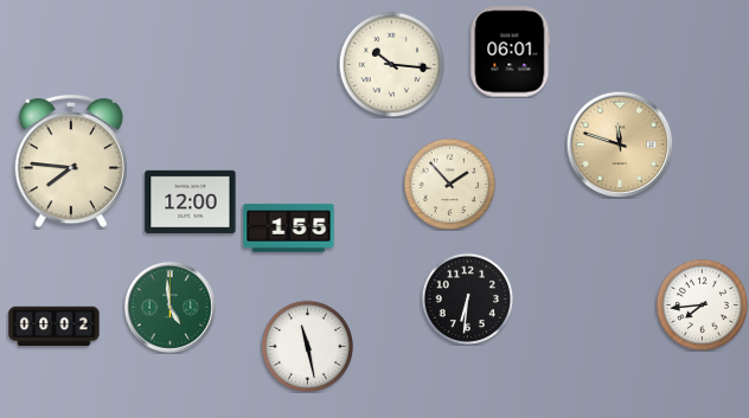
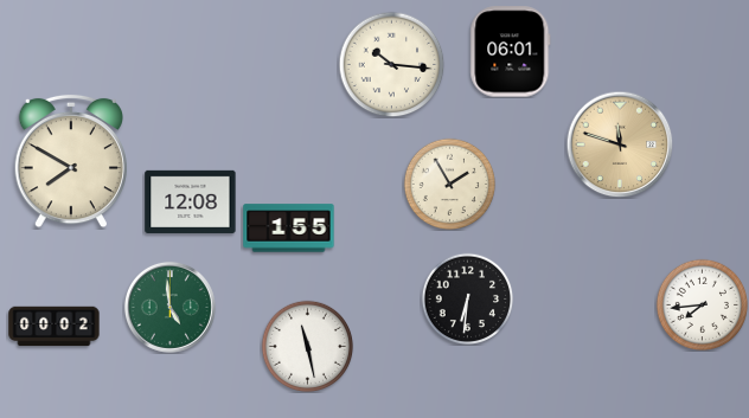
clock at (70, 161): 7:46 -> 7:50
clock at (449, 184): 1:53 -> 1:55
clock at (191, 201): 12:00 -> 12:08
